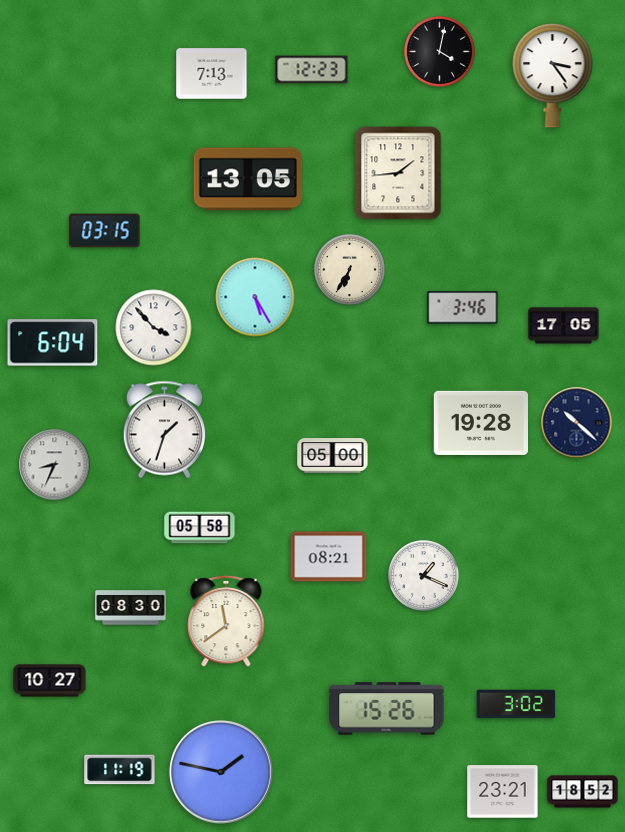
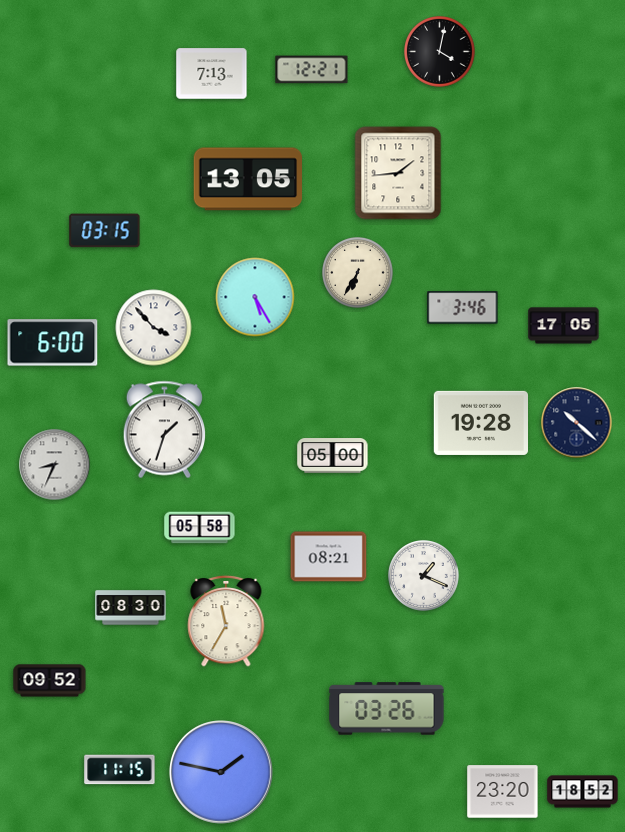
clock at (312, 70): 12:23 -> 12:21
clock at (553, 76): 3:24 -> none
clock at (350, 270) position: (350, 270) -> (358, 273)
clock at (53, 343): 6:04 -> 6:00
clock at (226, 621): 11:39 -> 11:35
clock at (50, 681): 10:27 -> 09:52
clock at (516, 704): 3:02 -> none
clock at (387, 709): 15:26 -> 03:26
clock at (120, 770): 11:19 -> 11:15
clock at (503, 792): 23:21 -> 23:20
